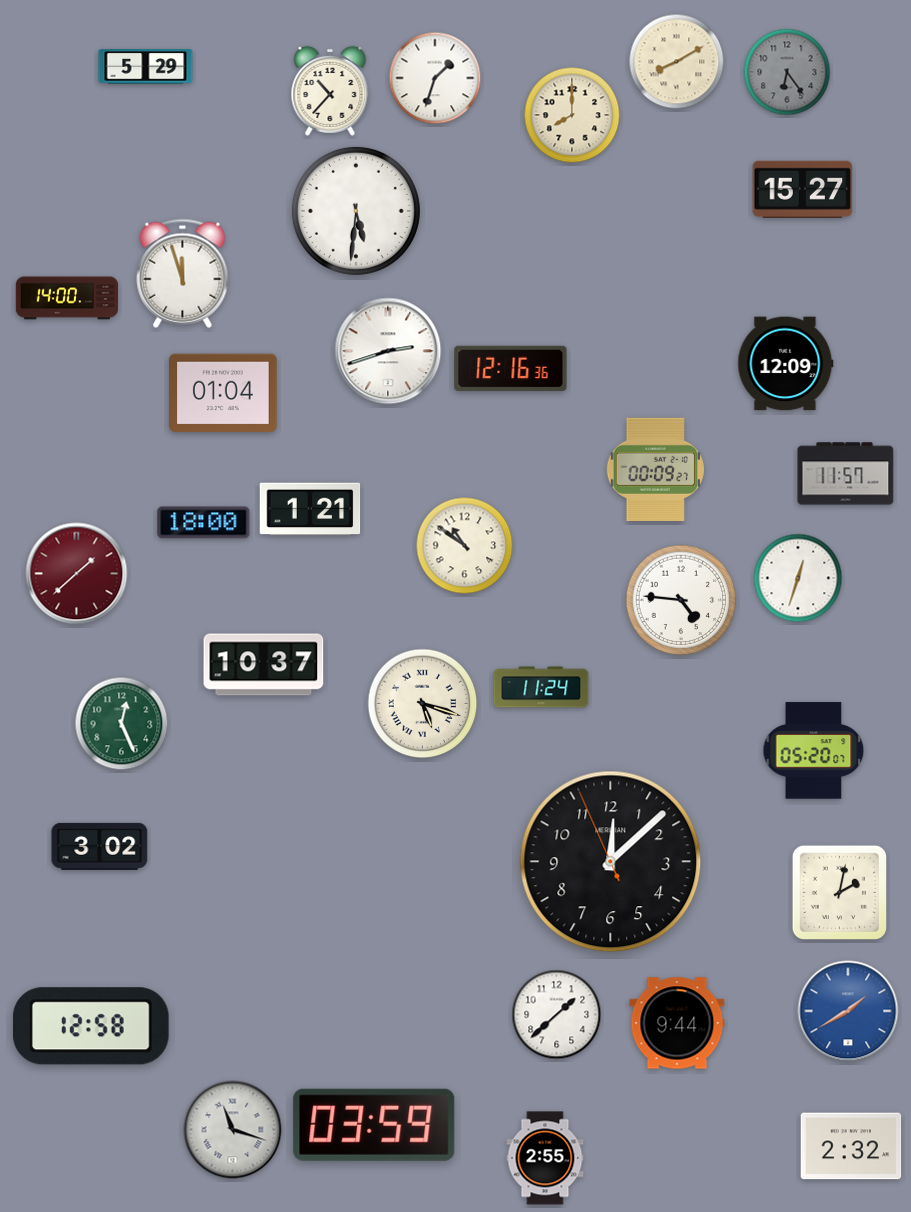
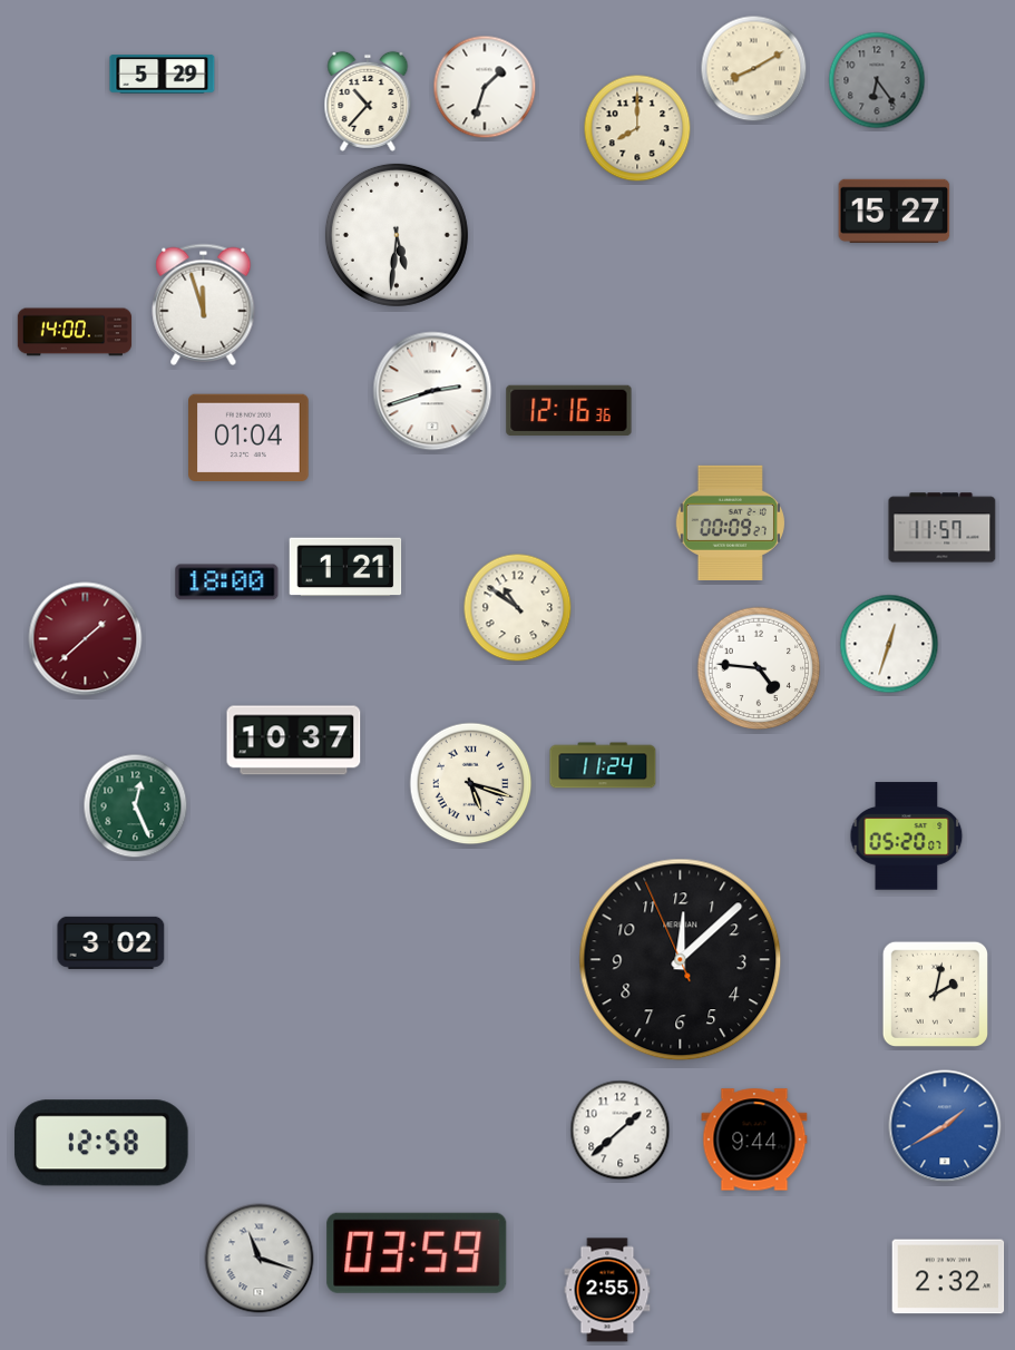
clock at (786, 364): 12:09 -> none
